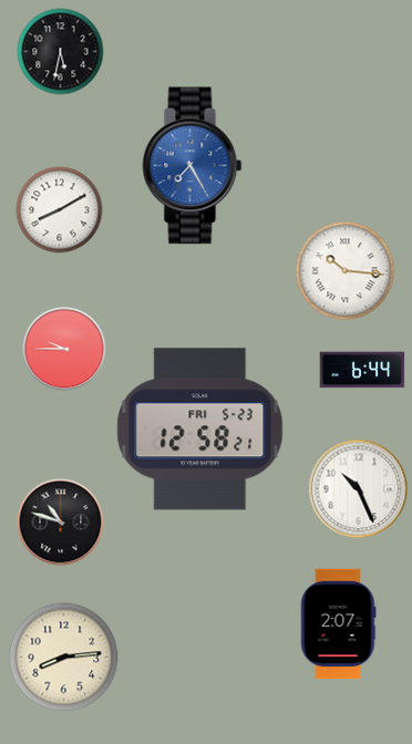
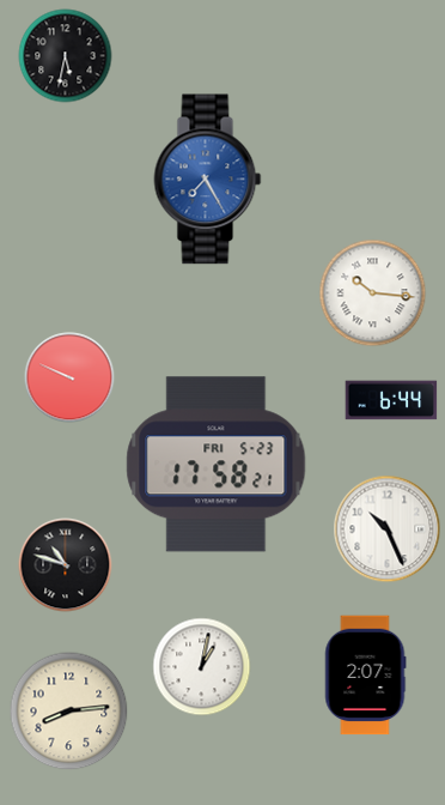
clock at (60, 210): 8:10 -> none
clock at (64, 349): 9:45 -> 9:49
clock at (200, 430): 12:58 -> 17:58
clock at (202, 667): none -> 1:02
